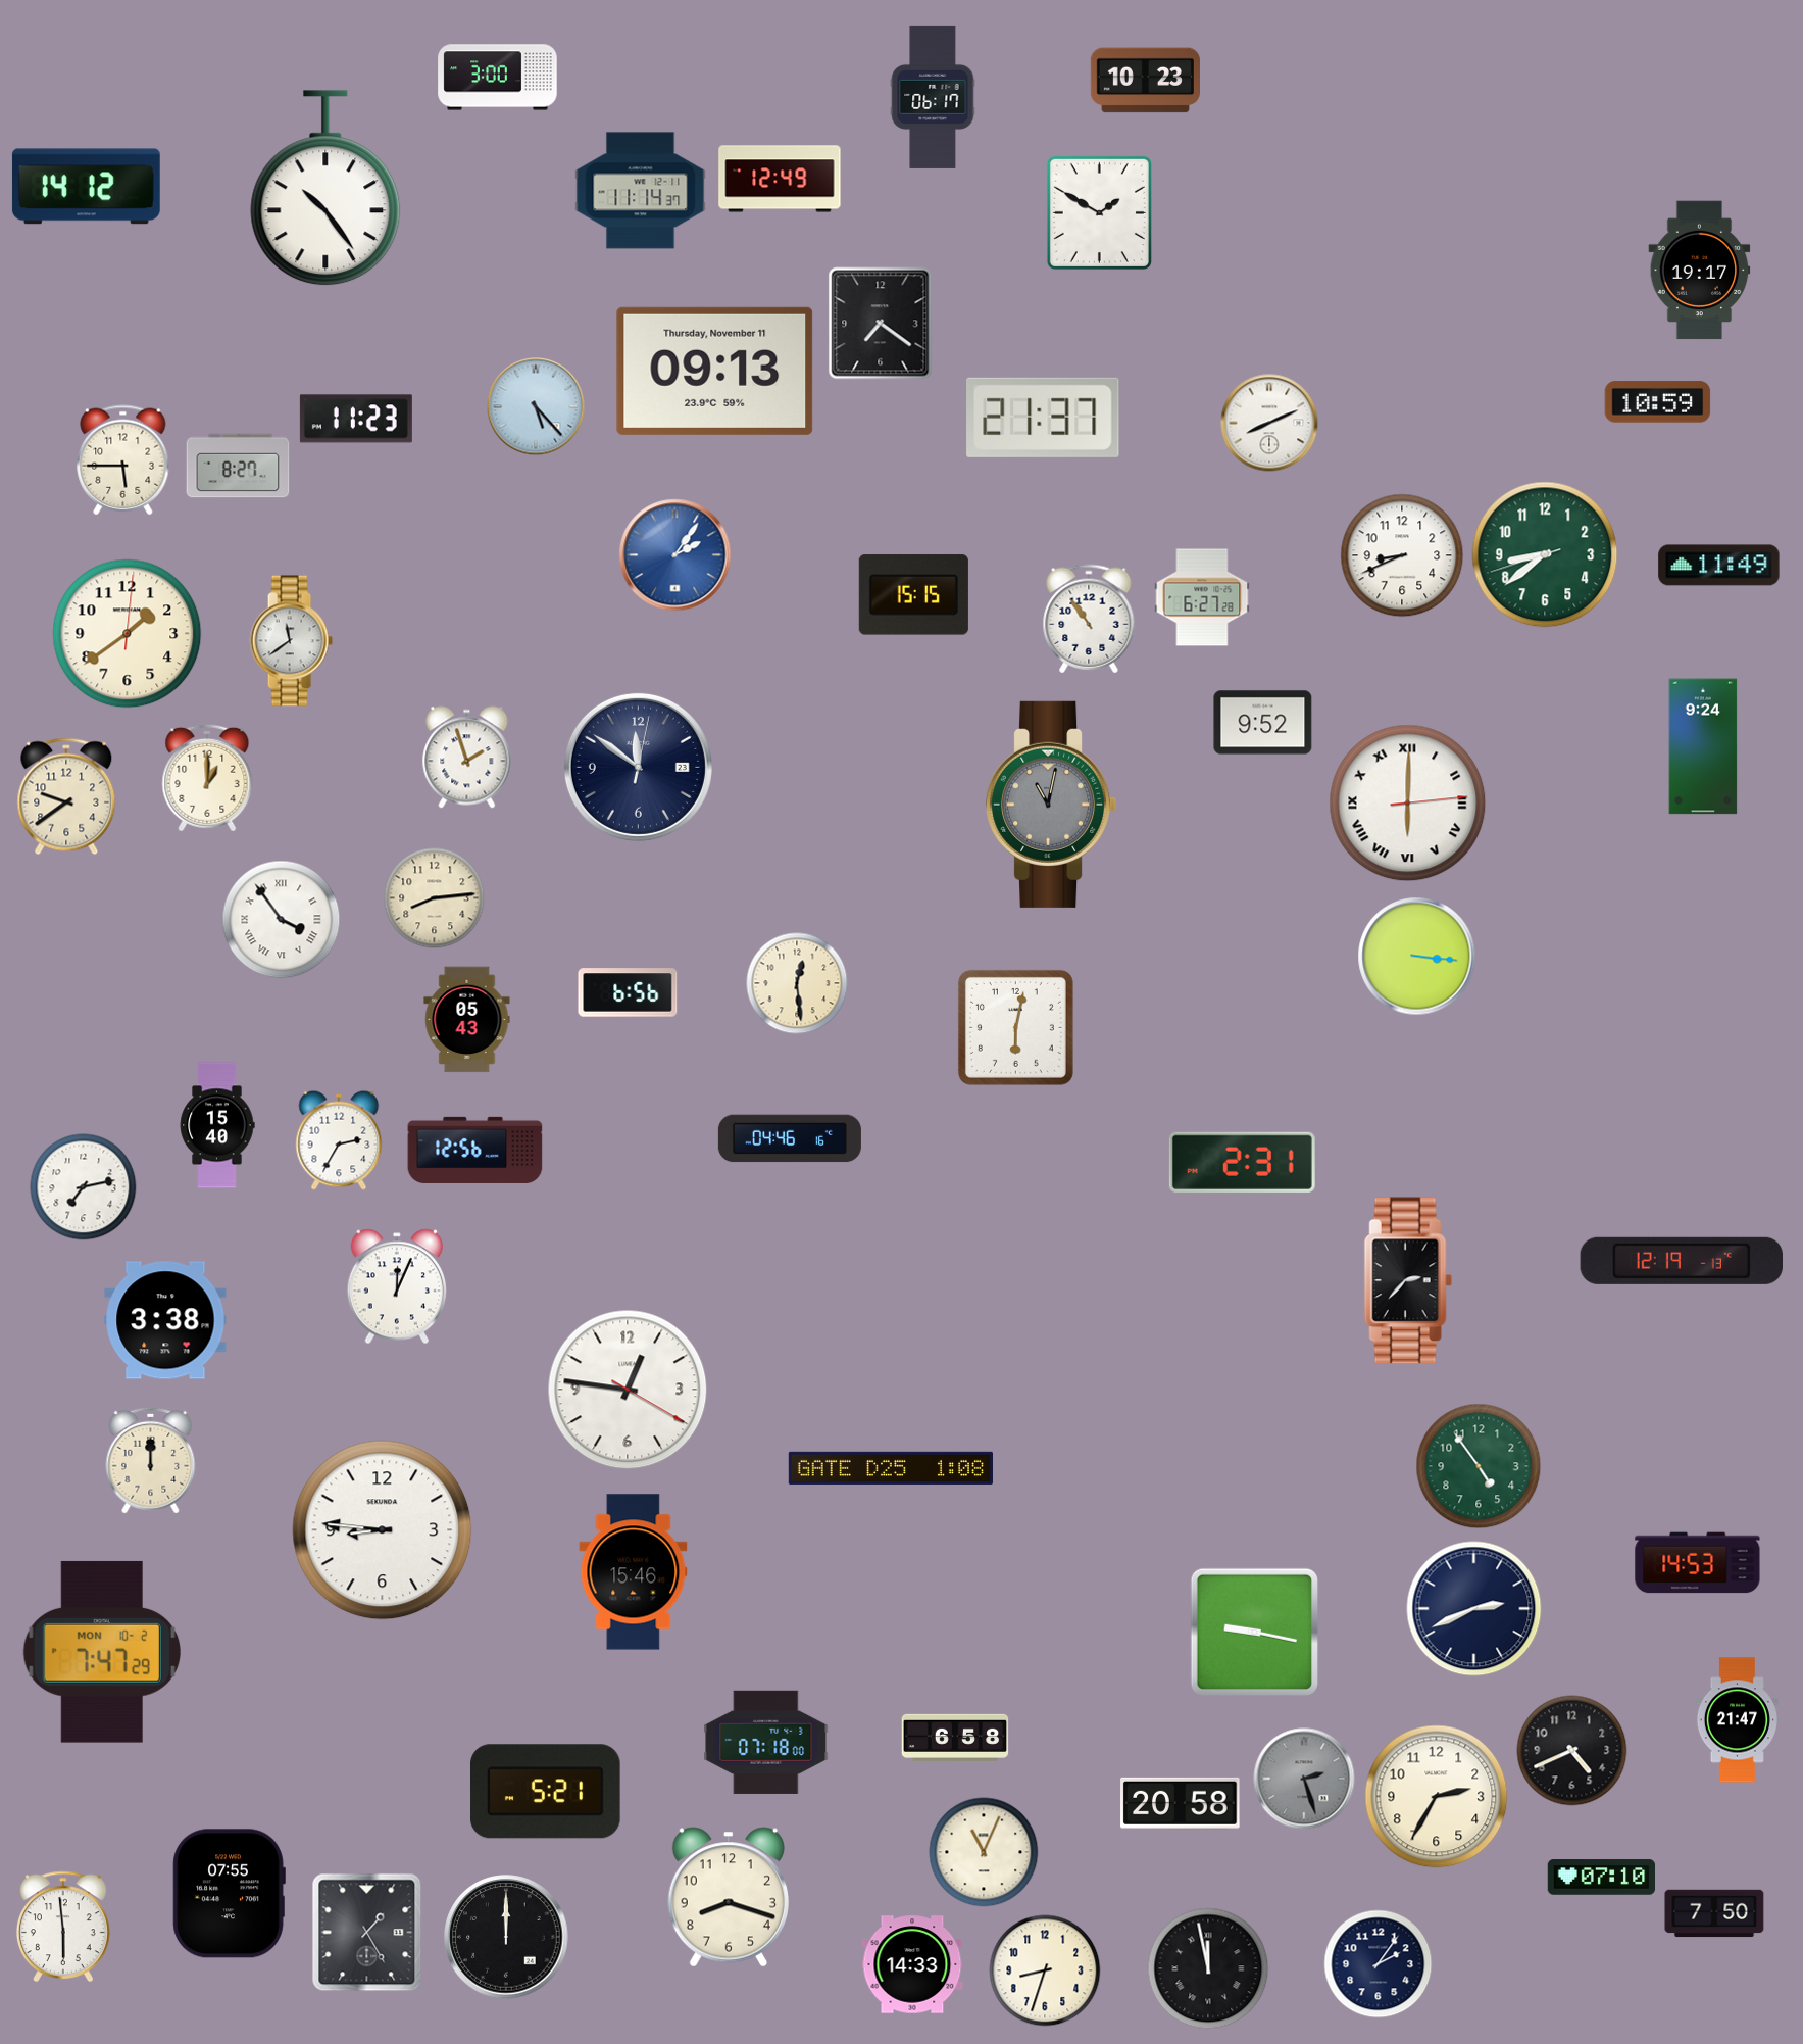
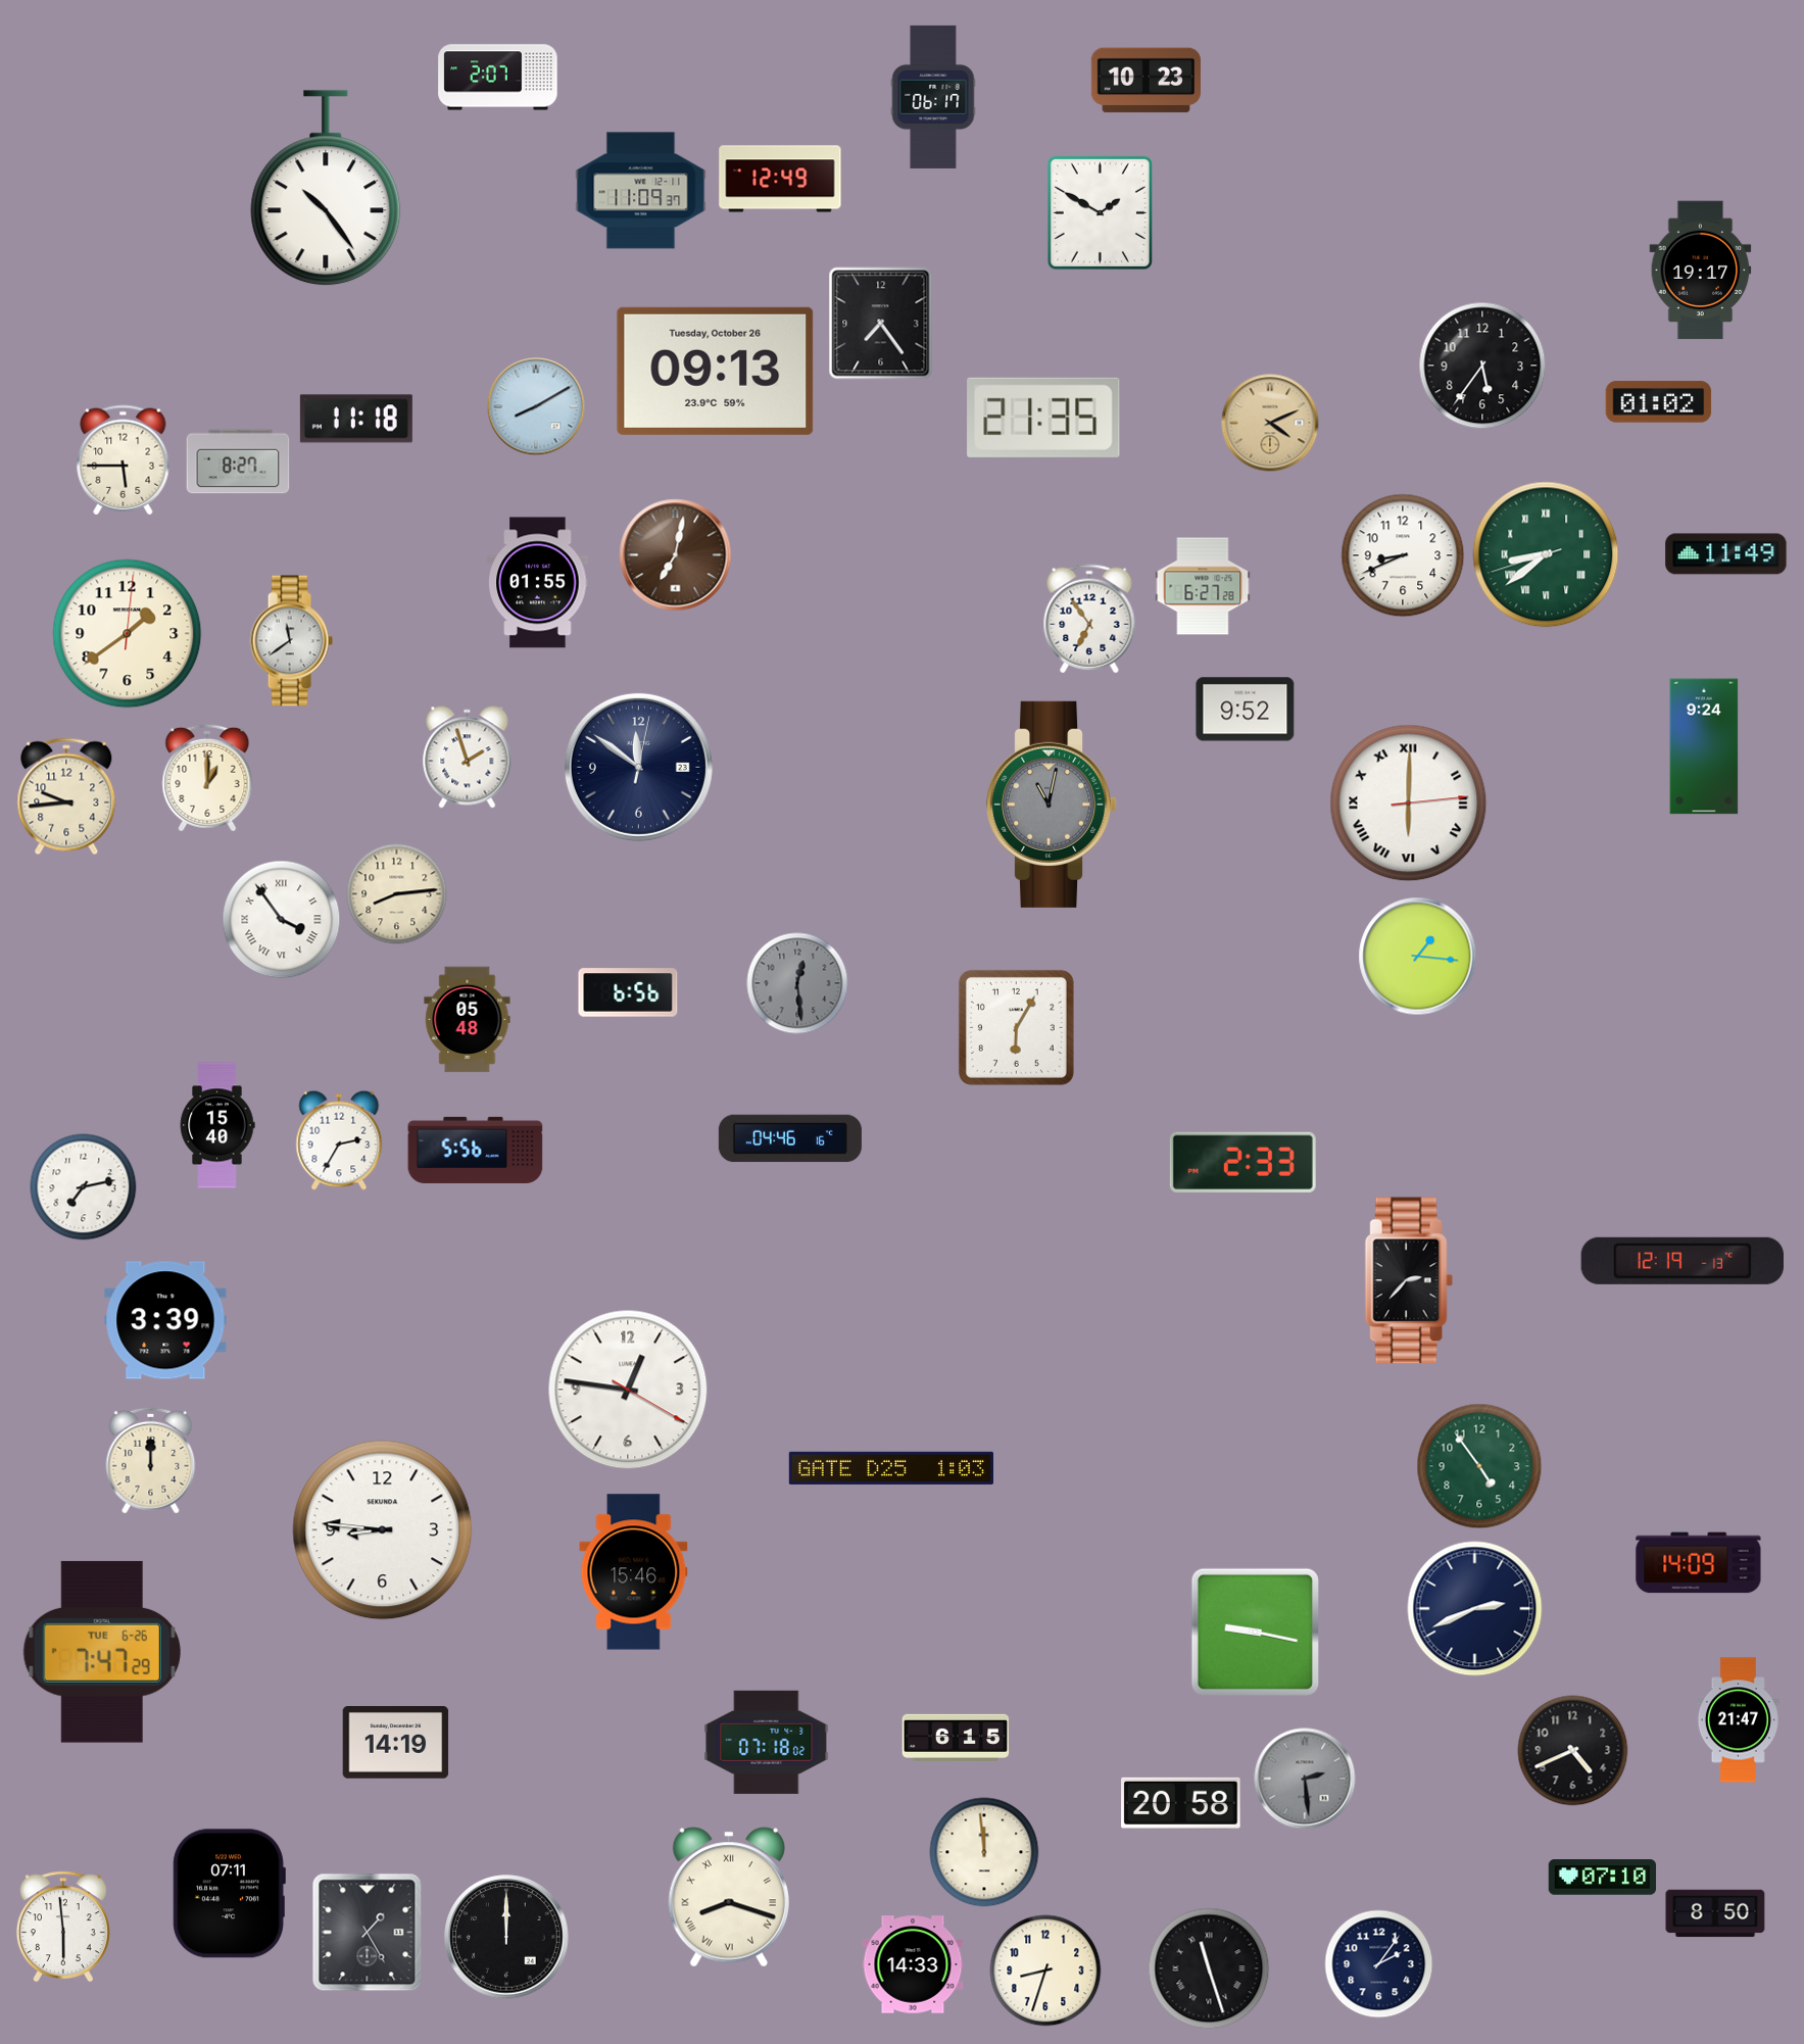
clock at (498, 78): 3:00 -> 2:07
clock at (86, 187): 14:12 -> none
clock at (641, 191): 11:14 -> 11:09
clock at (881, 324): 7:21 -> 7:24
clock at (1482, 366): none -> 5:36
clock at (715, 371) date: Thursday, November 11 -> Tuesday, October 26
clock at (1658, 402): 10:59 -> 01:02
clock at (536, 406): 5:23 -> 8:10
clock at (1043, 418): 21:37 -> 21:35
clock at (356, 419): 11:23 -> 11:18
clock at (1269, 423): 8:11 -> 4:11
clock at (1269, 423) dial: white -> champagne
clock at (238, 466) position: (238, 466) -> (238, 461)
clock at (1545, 554) numerals: Arabic -> Roman
clock at (675, 555): 2:06 -> 7:02
clock at (675, 555) dial: blue -> brown
clock at (1719, 566) position: (1719, 566) -> (1726, 554)
clock at (538, 583): none -> 01:55
clock at (913, 595): 15:15 -> none
clock at (1202, 597) position: (1202, 597) -> (1203, 586)
clock at (1089, 619): 10:54 -> 6:54
clock at (1263, 723) position: (1263, 723) -> (1246, 710)
clock at (66, 796): 9:39 -> 9:44
clock at (435, 898) position: (435, 898) -> (397, 894)
clock at (1417, 957): 3:16 -> 1:16
clock at (797, 983) dial: cream -> grey
clock at (467, 1020): 05:43 -> 05:48
clock at (1015, 1027): 6:02 -> 6:05
clock at (475, 1150): 12:56 -> 5:56
clock at (1242, 1162): 2:31 -> 2:33
clock at (397, 1286): 12:04 -> none
clock at (165, 1320): 3:38 -> 3:39
clock at (890, 1468): 1:08 -> 1:03
clock at (1698, 1563): 14:53 -> 14:09
clock at (102, 1652) date: MON 10-2 -> TUE 6-26
clock at (955, 1738): 6:58 -> 6:15
clock at (766, 1742): 07:18:00 -> 07:18:02
clock at (396, 1743): none -> 14:19
clock at (1304, 1779): 2:27 -> 2:29
clock at (546, 1792): 5:21 -> none
clock at (1437, 1797): 2:35 -> none
clock at (984, 1852): 11:04 -> 11:59
clock at (229, 1894): 07:55 -> 07:11
clock at (728, 1897) numerals: Arabic -> Roman
clock at (1714, 1913): 7:50 -> 8:50
clock at (1208, 1968): 11:58 -> 11:27
